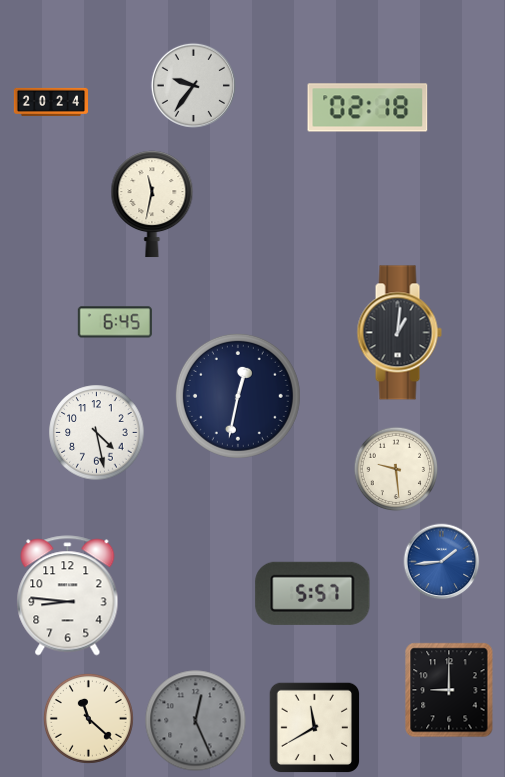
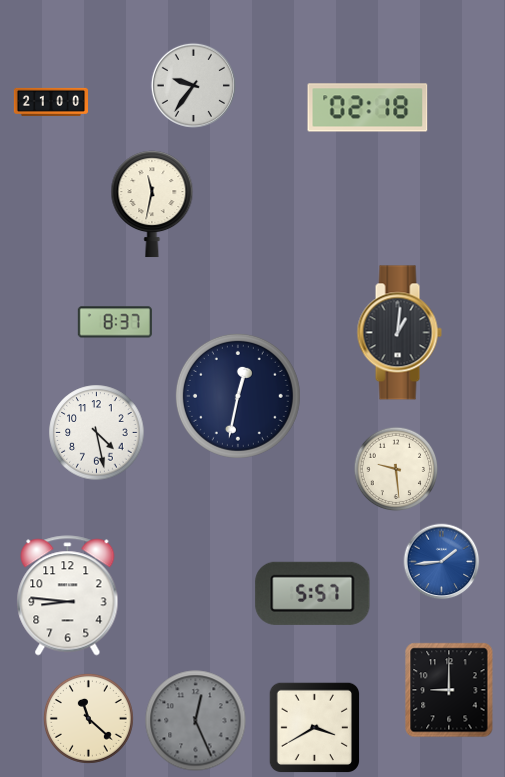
clock at (51, 102): 20:24 -> 21:00
clock at (115, 322): 6:45 -> 8:37
clock at (314, 727): 11:40 -> 3:40
